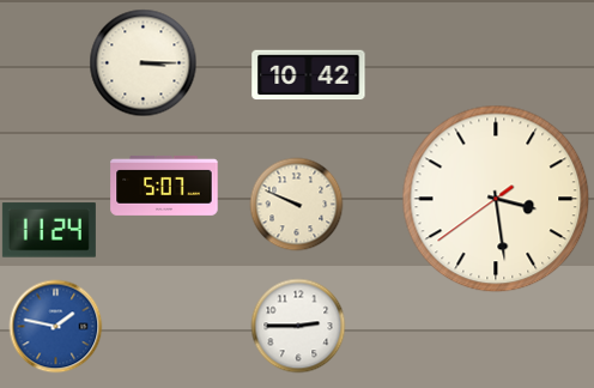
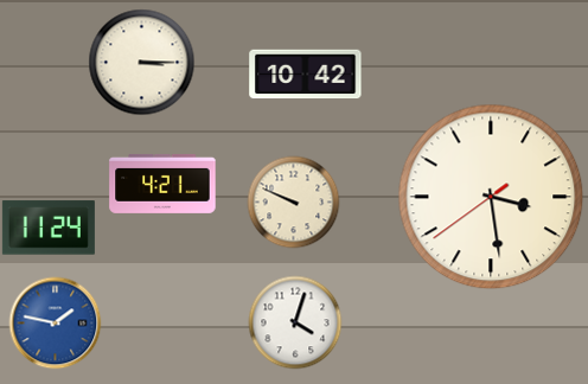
clock at (164, 186): 5:07 -> 4:21
clock at (298, 326): 2:45 -> 4:03
